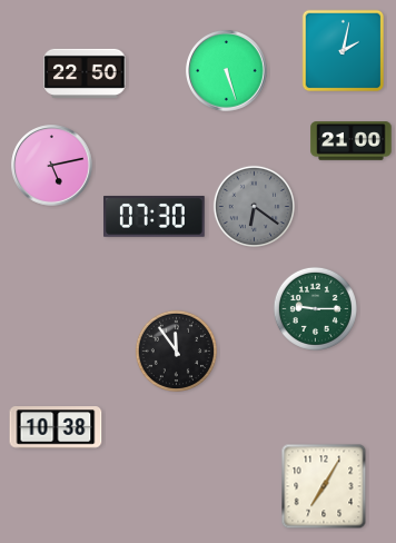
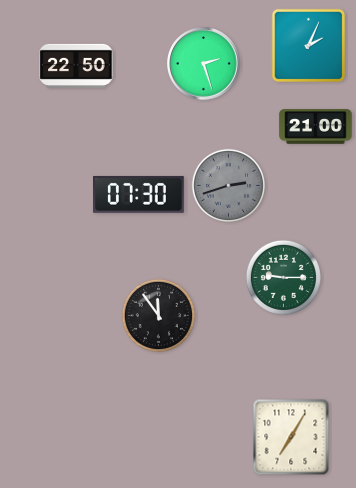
clock at (344, 51): 2:02 -> 2:04
clock at (227, 71): 5:27 -> 2:27
clock at (52, 166): 5:13 -> none
clock at (254, 206): 6:21 -> 2:42
clock at (56, 427): 10:38 -> none
